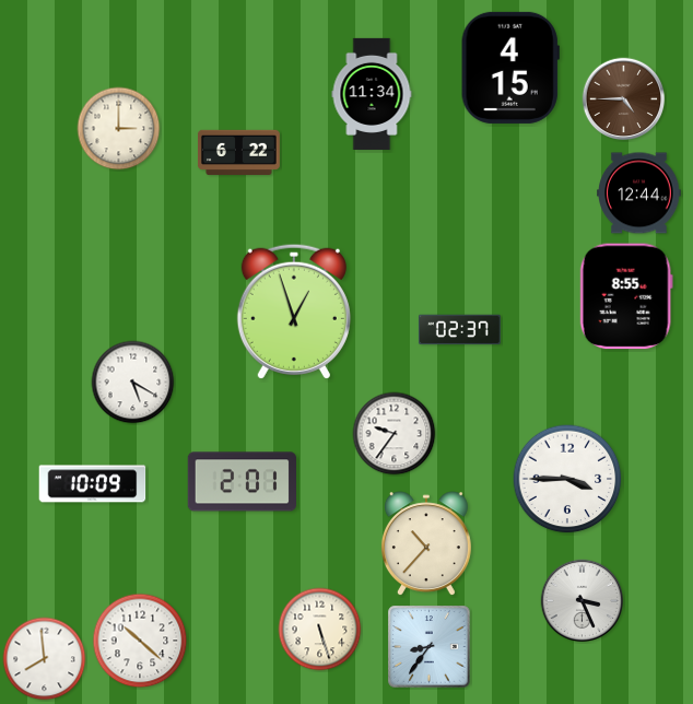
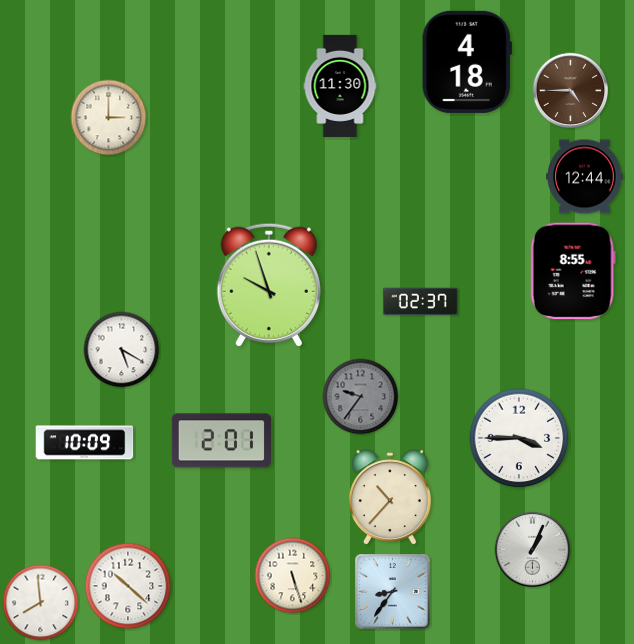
clock at (510, 68): 4:15 -> 4:18
clock at (372, 94): 11:34 -> 11:30
clock at (238, 152): 6:22 -> none
clock at (294, 312): 12:57 -> 9:57
clock at (395, 434) dial: white -> grey
clock at (583, 601): 3:26 -> 1:04
